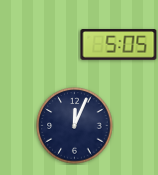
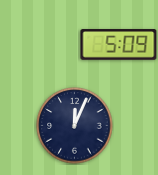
clock at (119, 45): 5:05 -> 5:09
